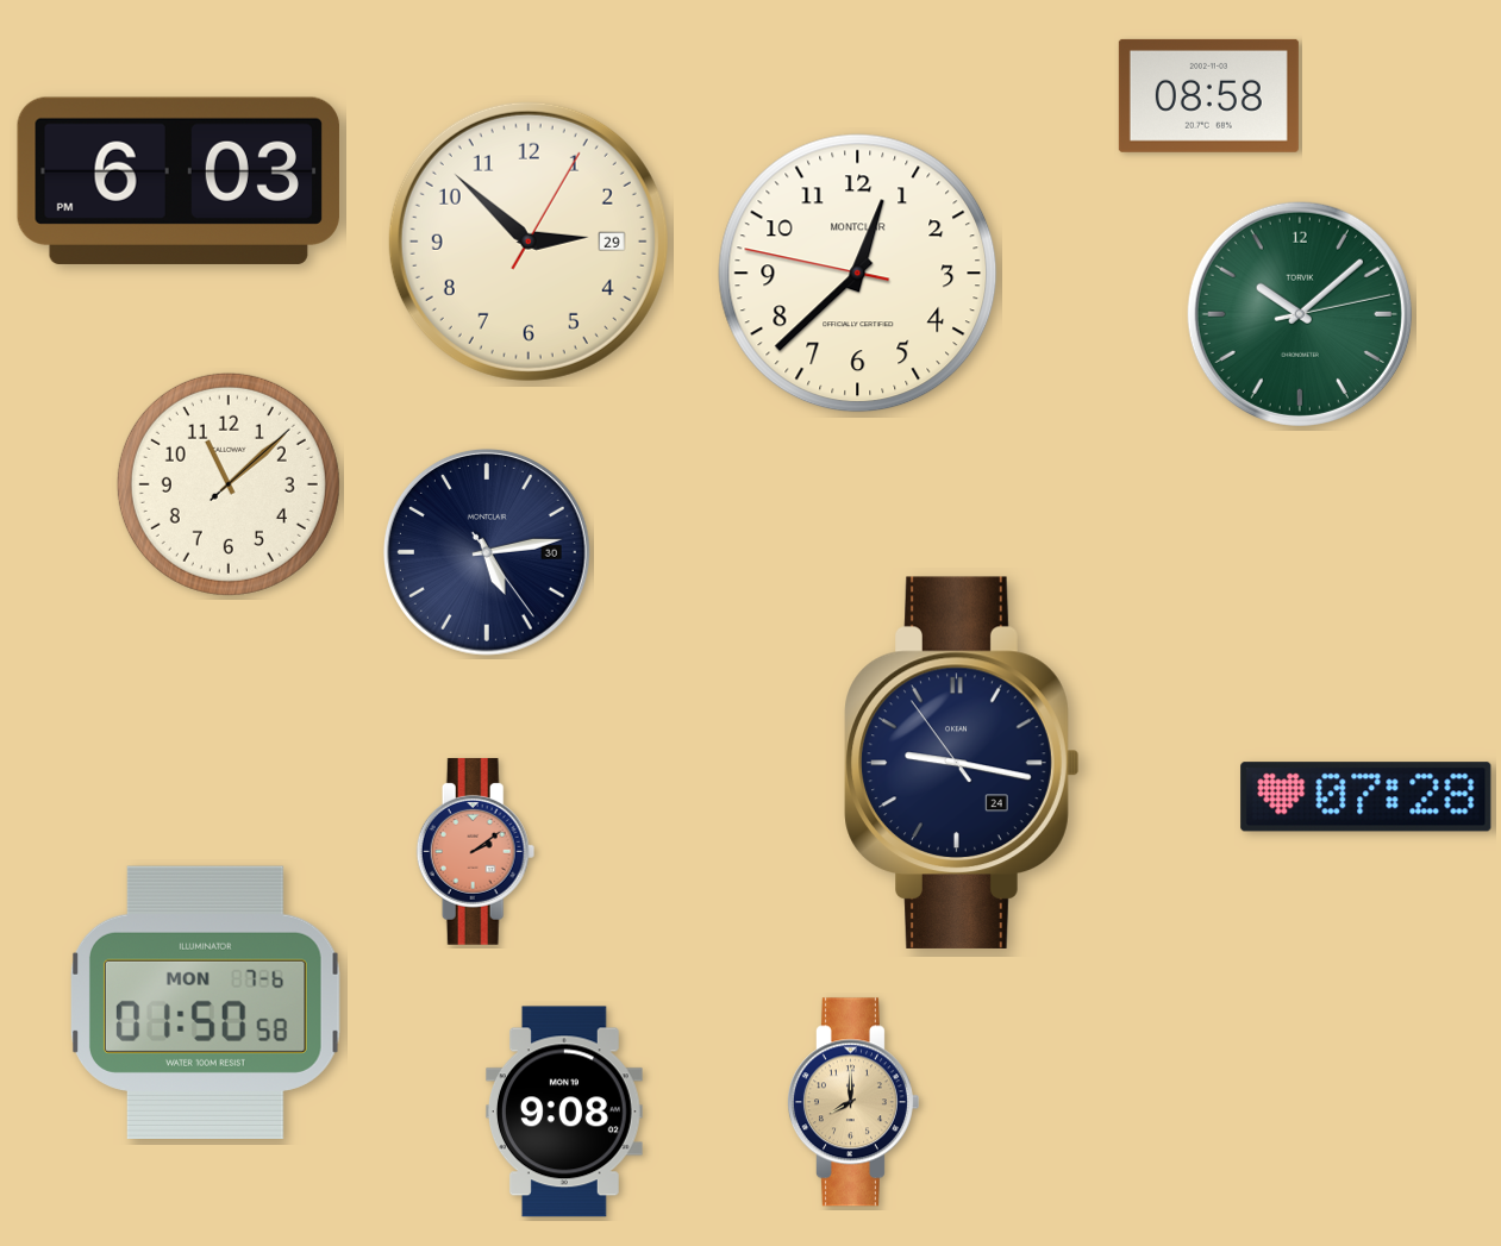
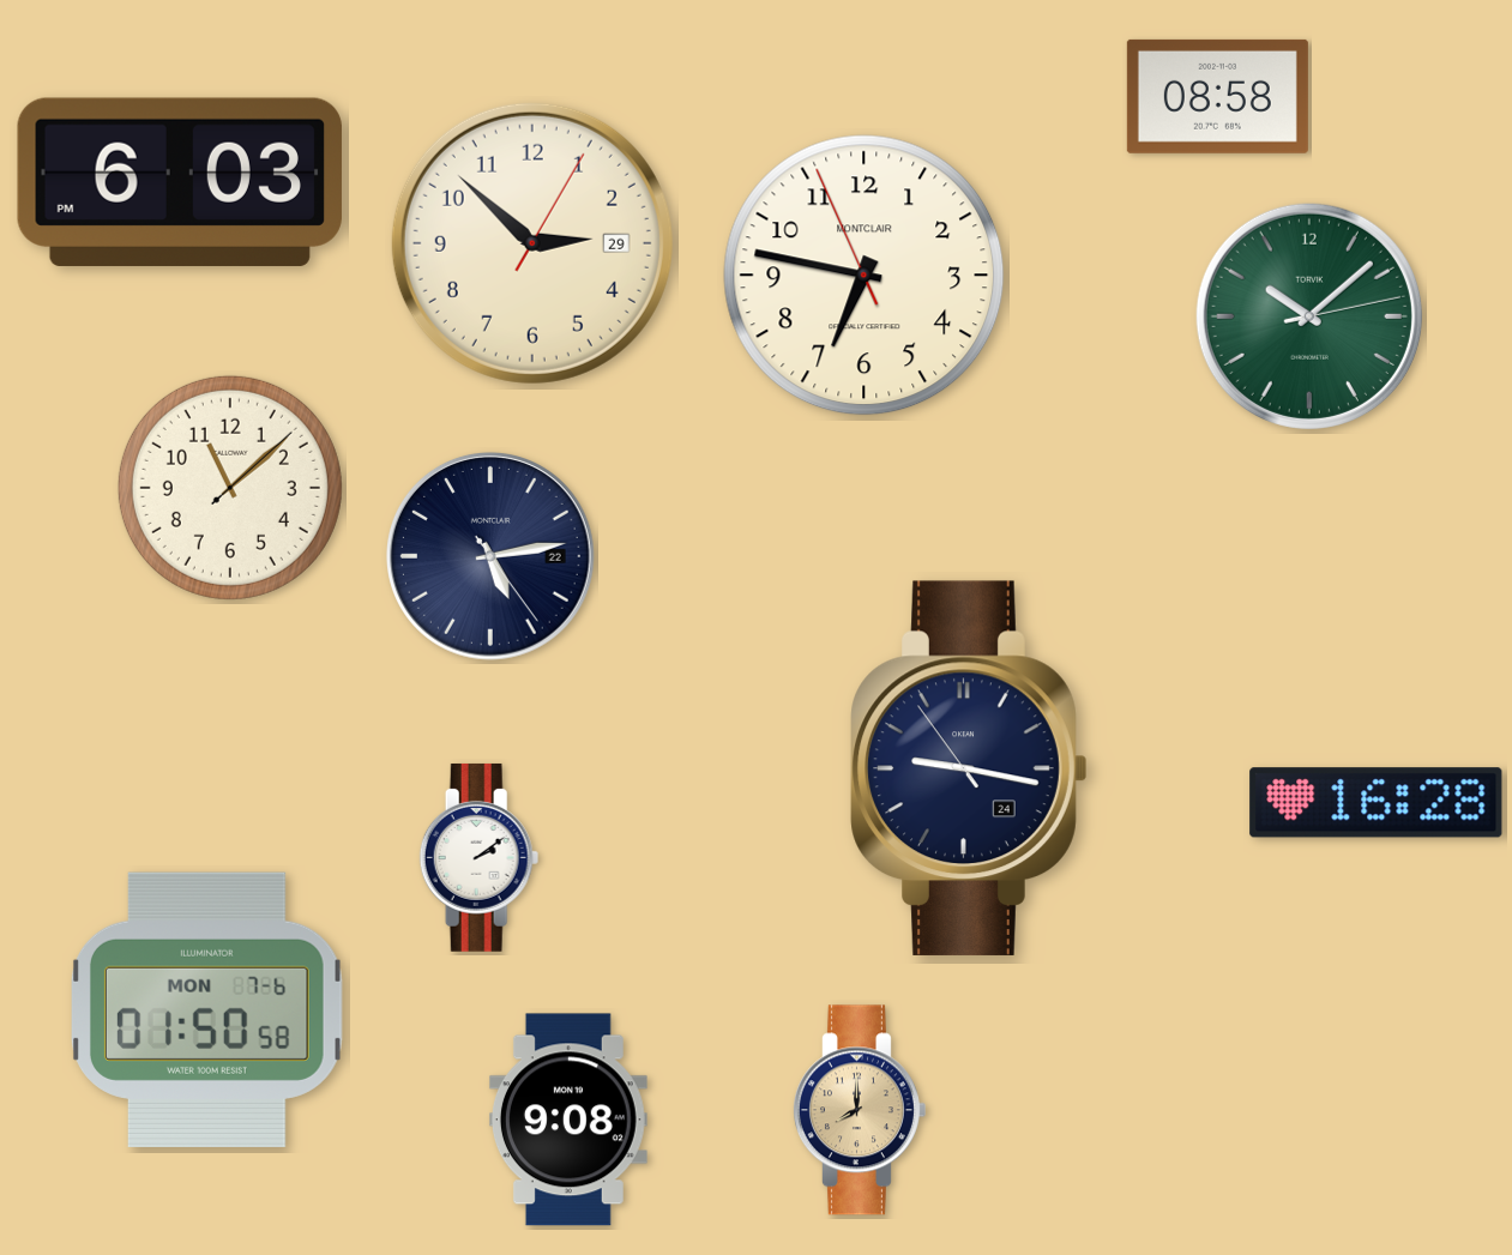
clock at (858, 274): 12:37 -> 6:46
clock at (487, 552) date: 30 -> 22
clock at (1366, 797): 07:28 -> 16:28
clock at (476, 851) dial: salmon -> white
